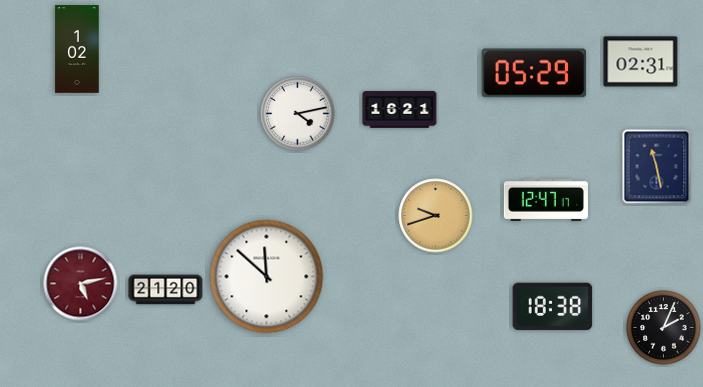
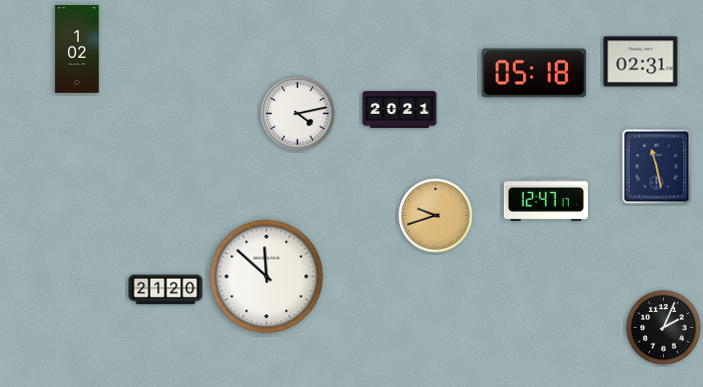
clock at (534, 73): 05:29 -> 05:18
clock at (400, 110): 16:21 -> 20:21
clock at (81, 284): 5:13 -> none
clock at (553, 307): 18:38 -> none
